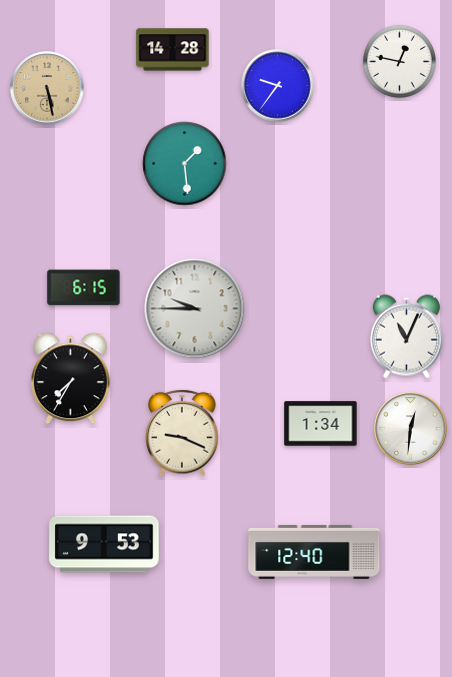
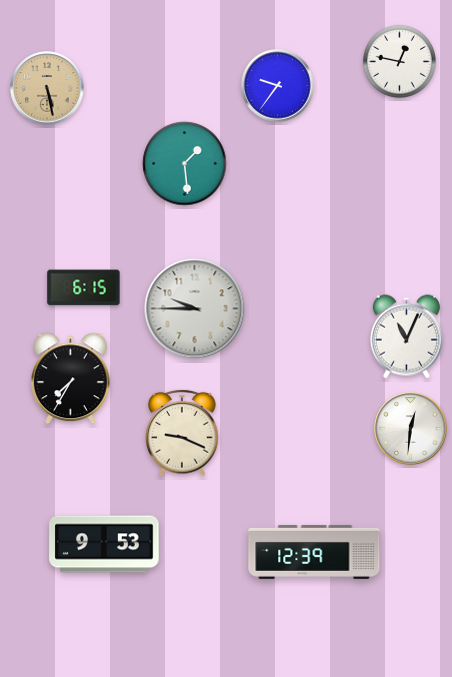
clock at (173, 50): 14:28 -> none
clock at (321, 424): 1:34 -> none
clock at (314, 552): 12:40 -> 12:39
